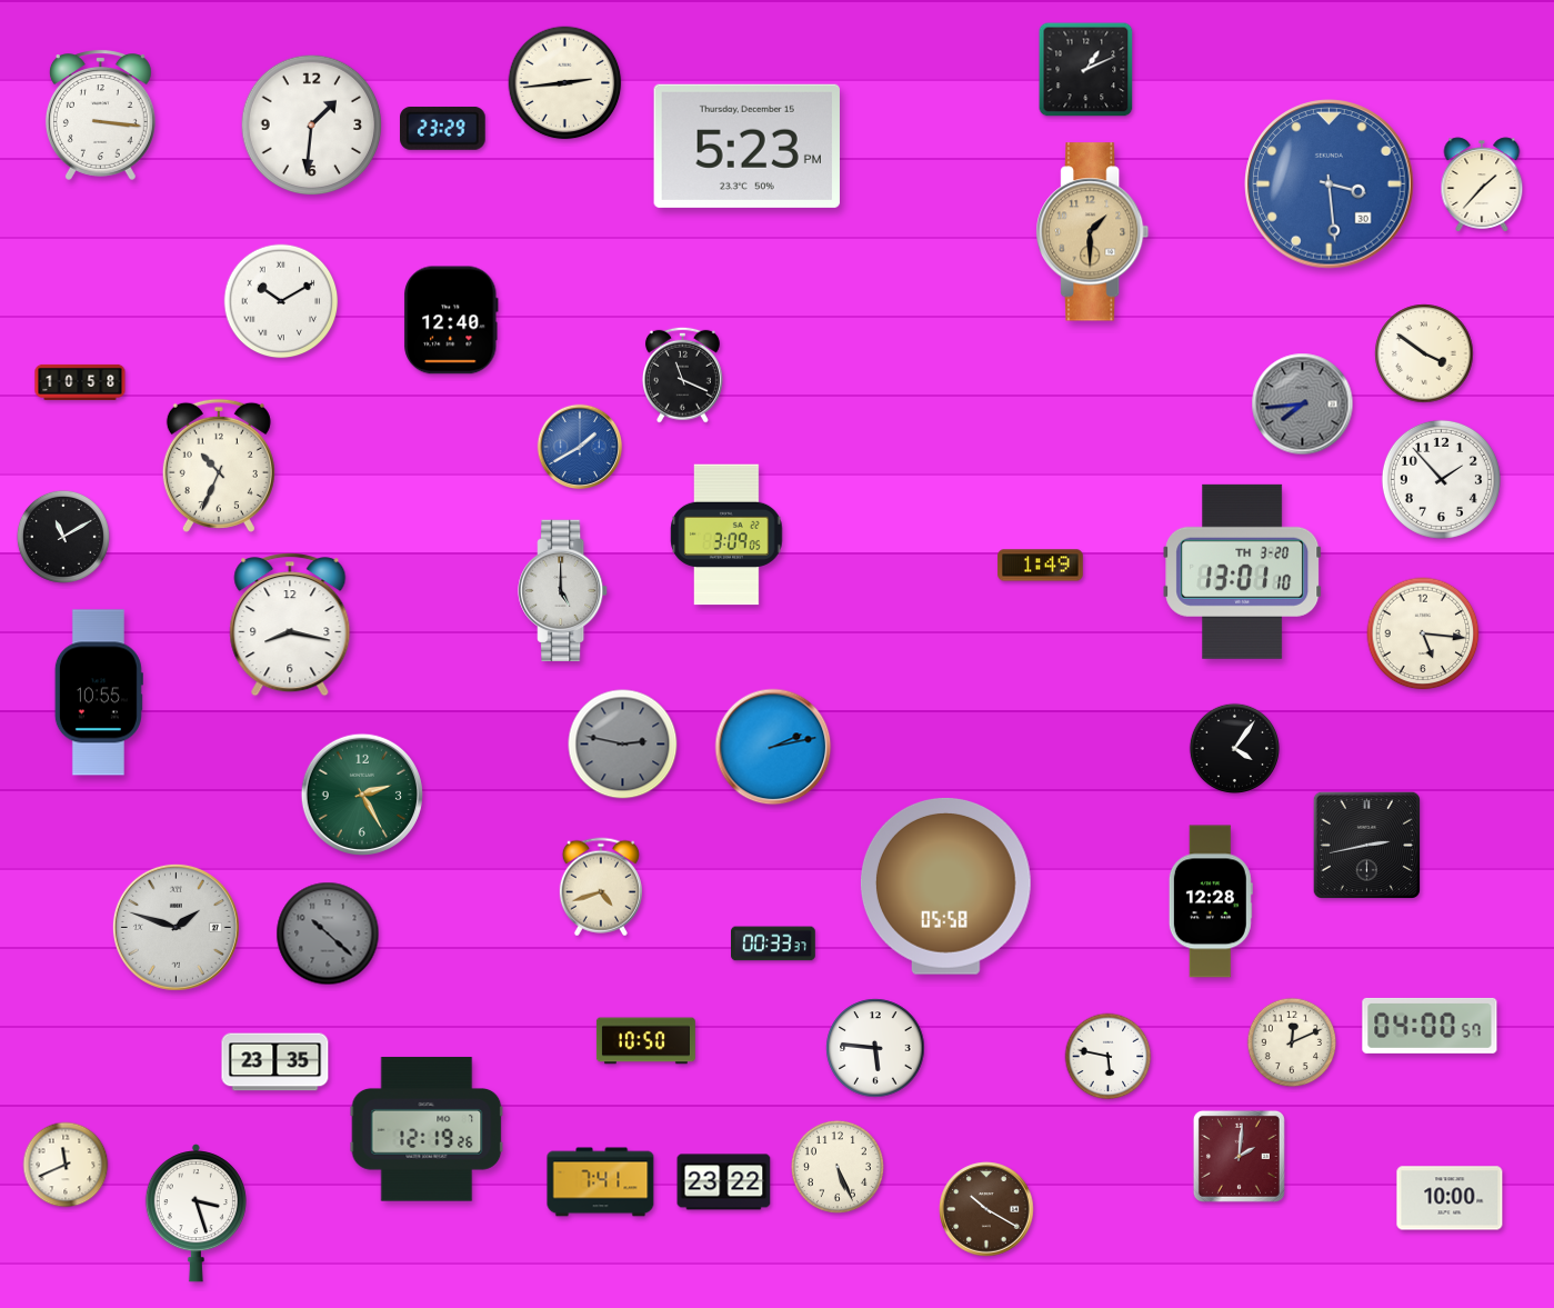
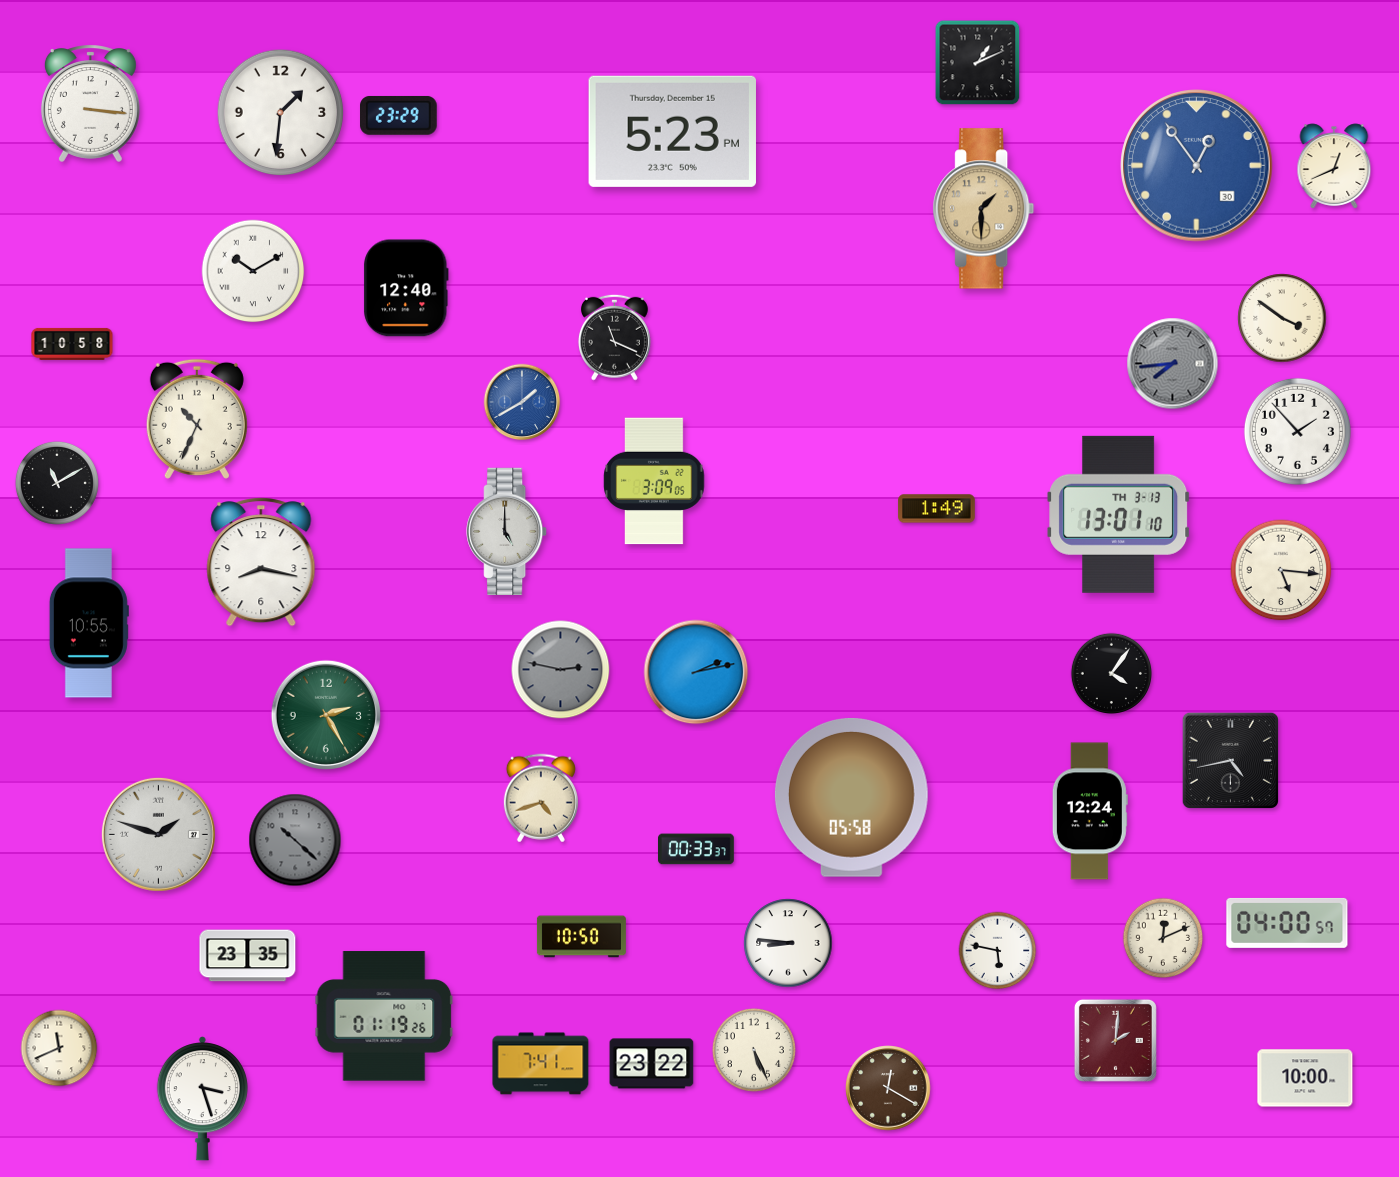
clock at (565, 83): 2:44 -> none
clock at (1330, 184): 3:29 -> 12:54
clock at (1482, 184): 1:37 -> 12:41
clock at (1243, 571) date: TH 3-20 -> TH 3-13
clock at (1366, 845): 2:43 -> 4:43
clock at (1211, 901): 12:28 -> 12:24
clock at (875, 1048): 5:46 -> 8:46
clock at (427, 1129): 12:19 -> 01:19
clock at (986, 1209): 10:20 -> 12:20
clock at (195, 1214) position: (195, 1214) -> (202, 1099)
